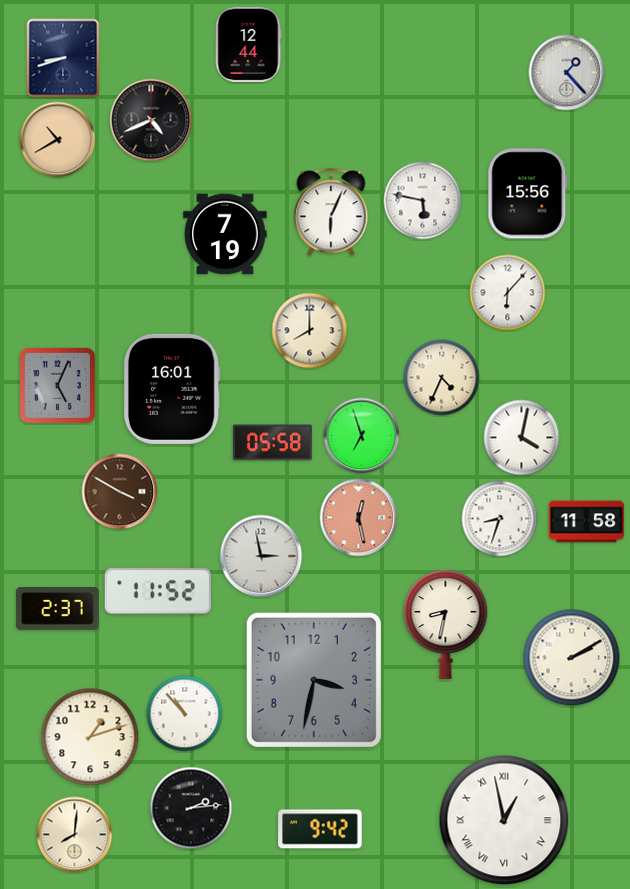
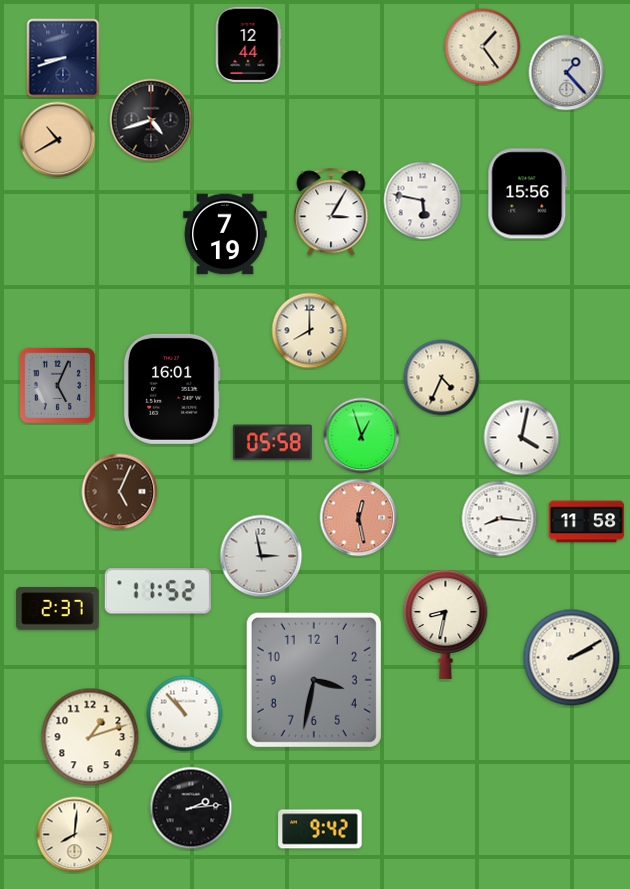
clock at (483, 47): none -> 1:24
clock at (151, 120): 4:41 -> 4:42
clock at (331, 213): 6:04 -> 3:05
clock at (508, 293): 6:07 -> none
clock at (362, 436): 6:57 -> 12:57
clock at (120, 492): 3:50 -> 5:04
clock at (500, 519): 8:33 -> 8:16
clock at (504, 820): 12:58 -> none
